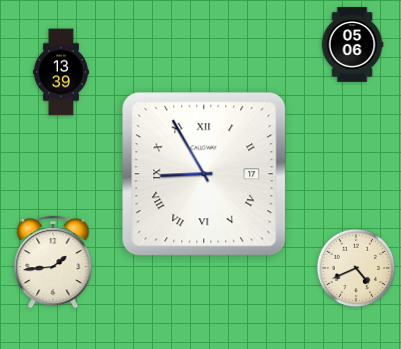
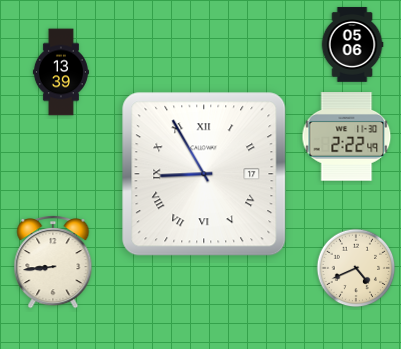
clock at (347, 137): none -> 2:22
clock at (53, 262): 1:44 -> 8:44
